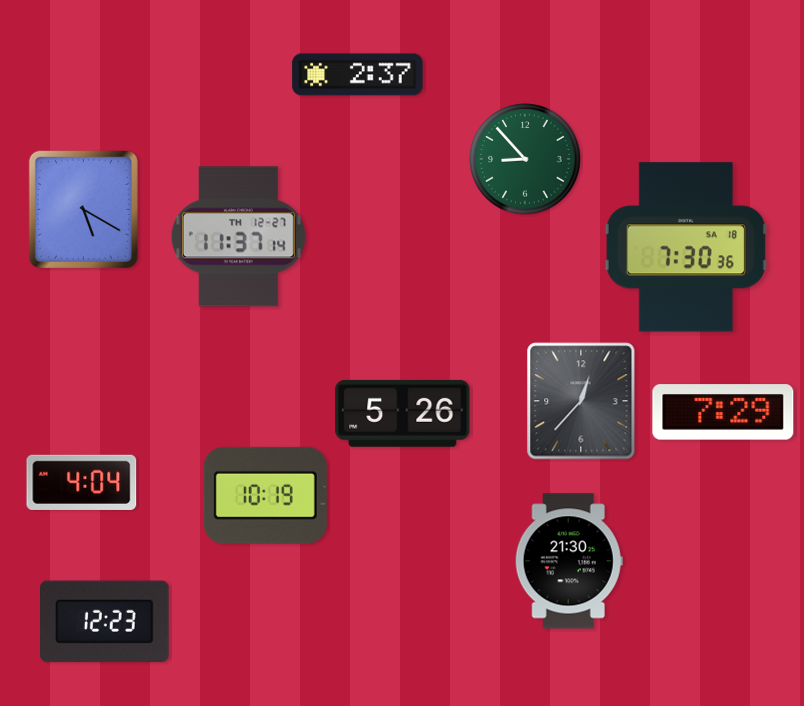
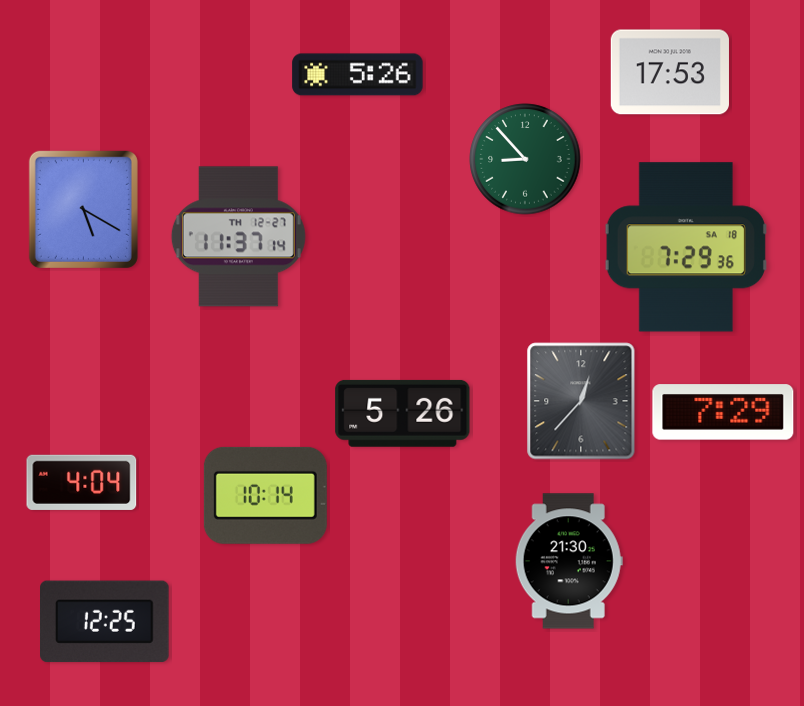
clock at (670, 72): none -> 17:53
clock at (358, 75): 2:37 -> 5:26
clock at (686, 247): 7:30 -> 7:29
clock at (265, 495): 10:19 -> 10:14
clock at (105, 622): 12:23 -> 12:25
